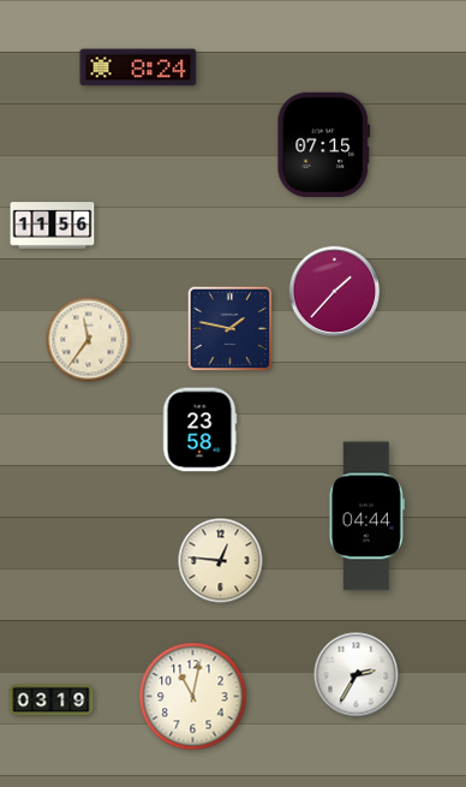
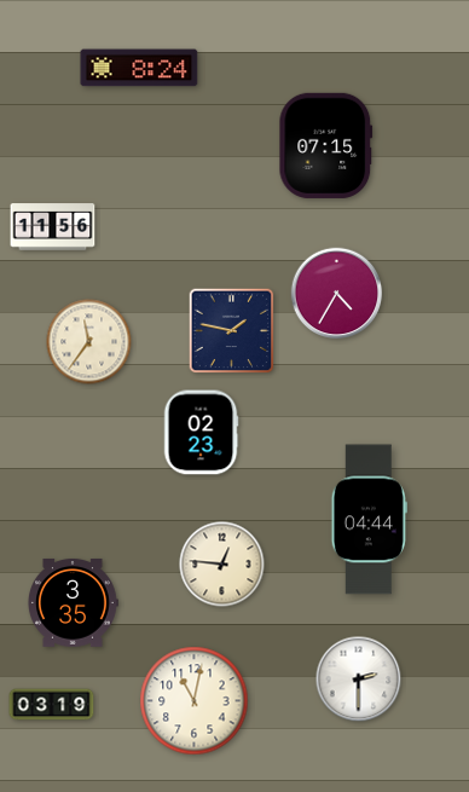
clock at (335, 292): 1:37 -> 4:35
clock at (199, 430): 23:58 -> 02:23
clock at (74, 603): none -> 3:35
clock at (357, 675): 2:35 -> 2:30
